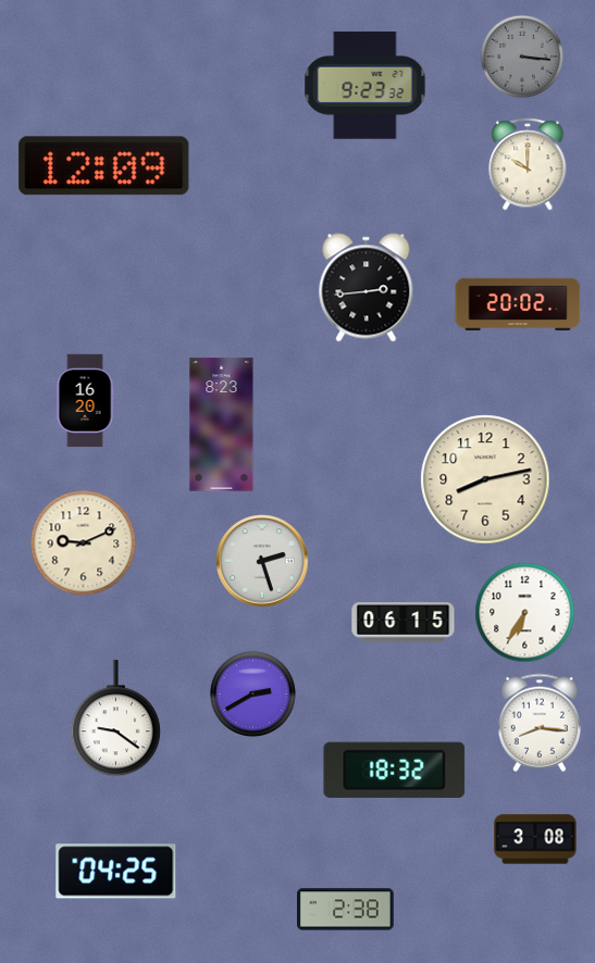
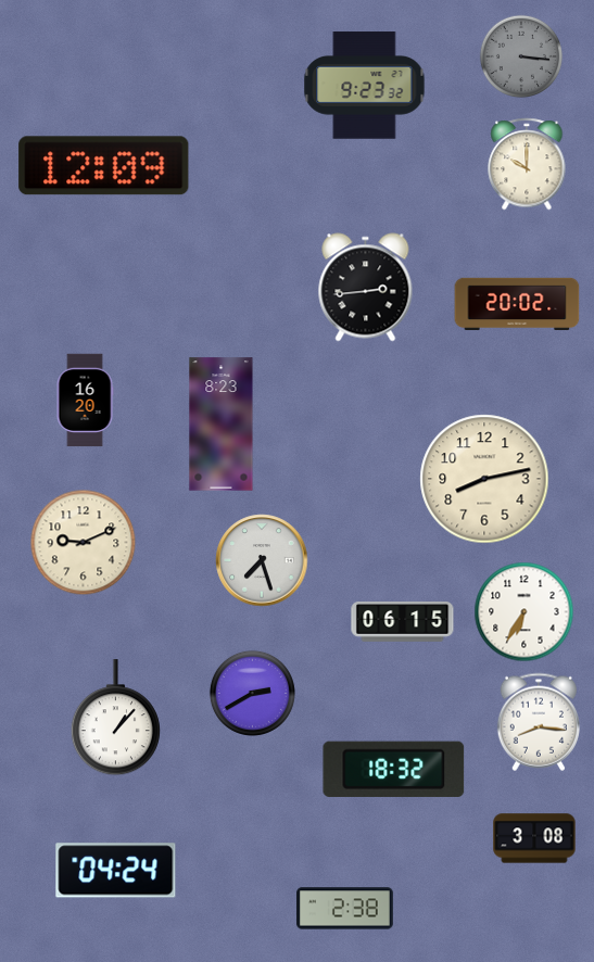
clock at (262, 561): 2:27 -> 7:27
clock at (115, 718): 9:21 -> 1:07
clock at (116, 872): 04:25 -> 04:24
